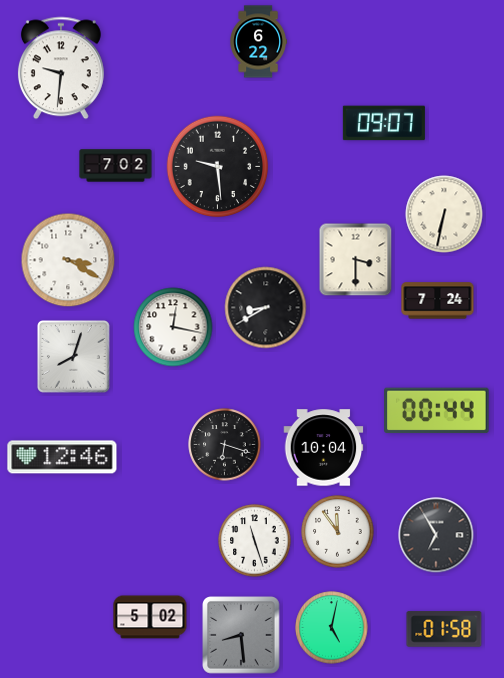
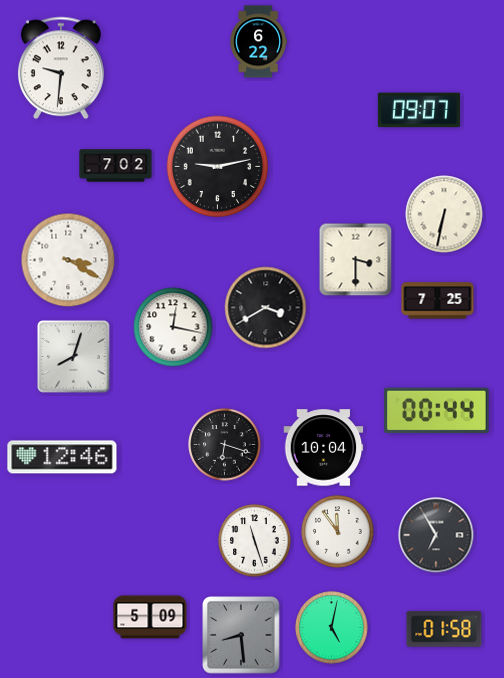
clock at (384, 123) position: (384, 123) -> (419, 110)
clock at (218, 167): 9:29 -> 9:13
clock at (438, 301): 7:24 -> 7:25
clock at (266, 308): 8:40 -> 3:40
clock at (150, 617): 5:02 -> 5:09
